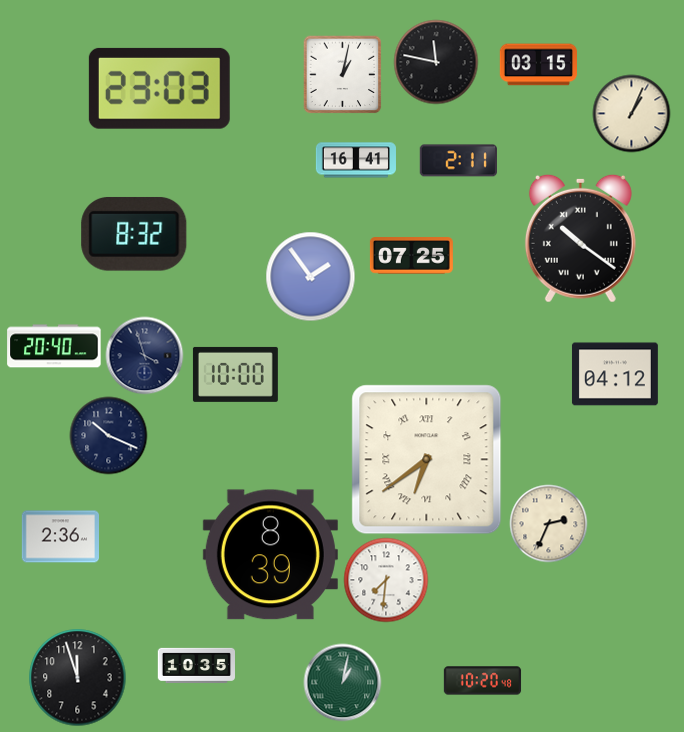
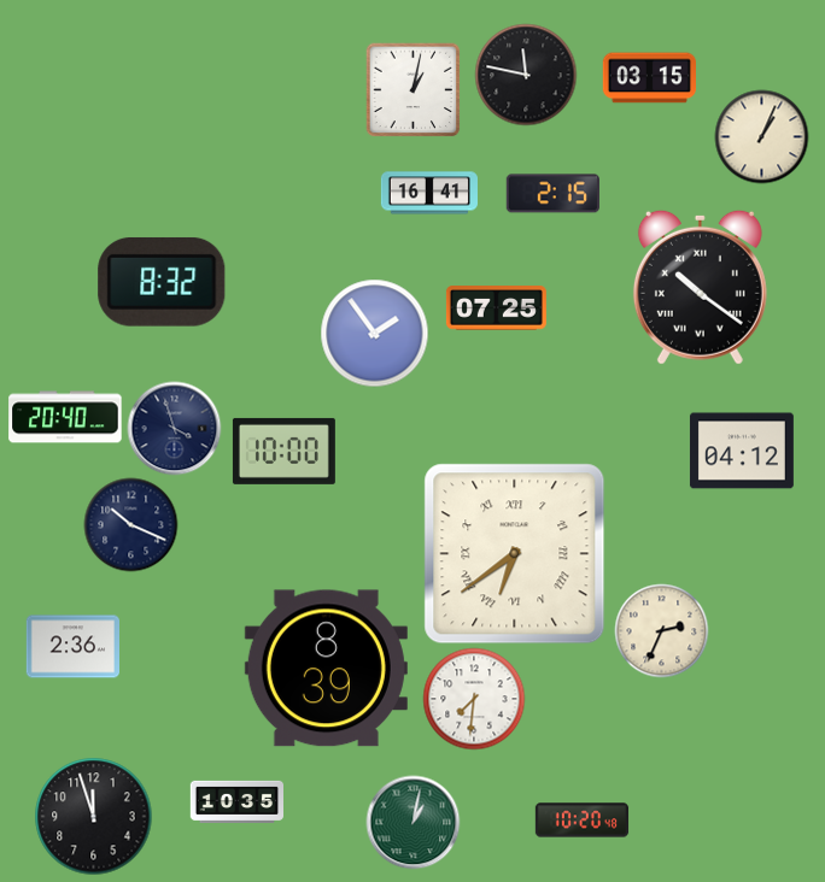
clock at (159, 88): 23:03 -> none
clock at (458, 161): 2:11 -> 2:15
clock at (386, 580) position: (386, 580) -> (474, 699)
